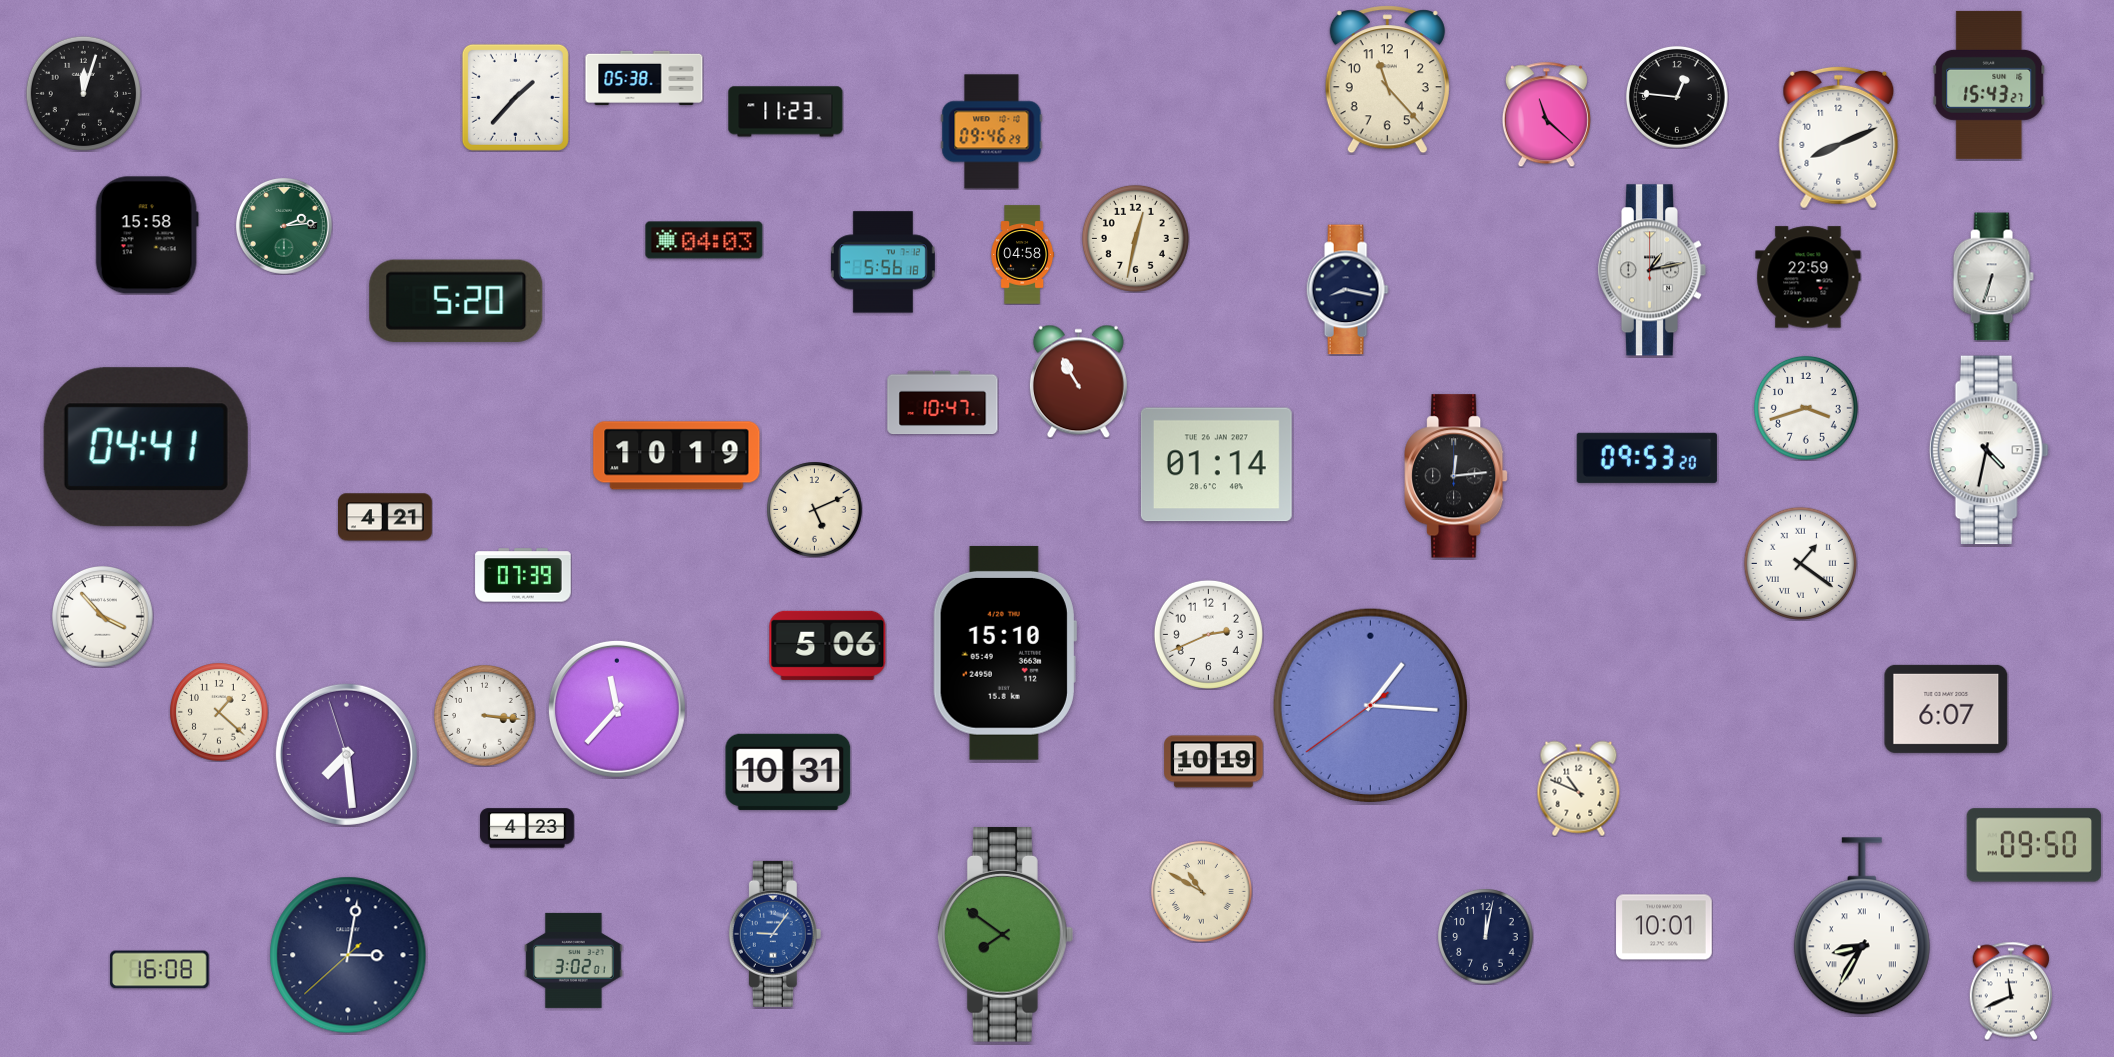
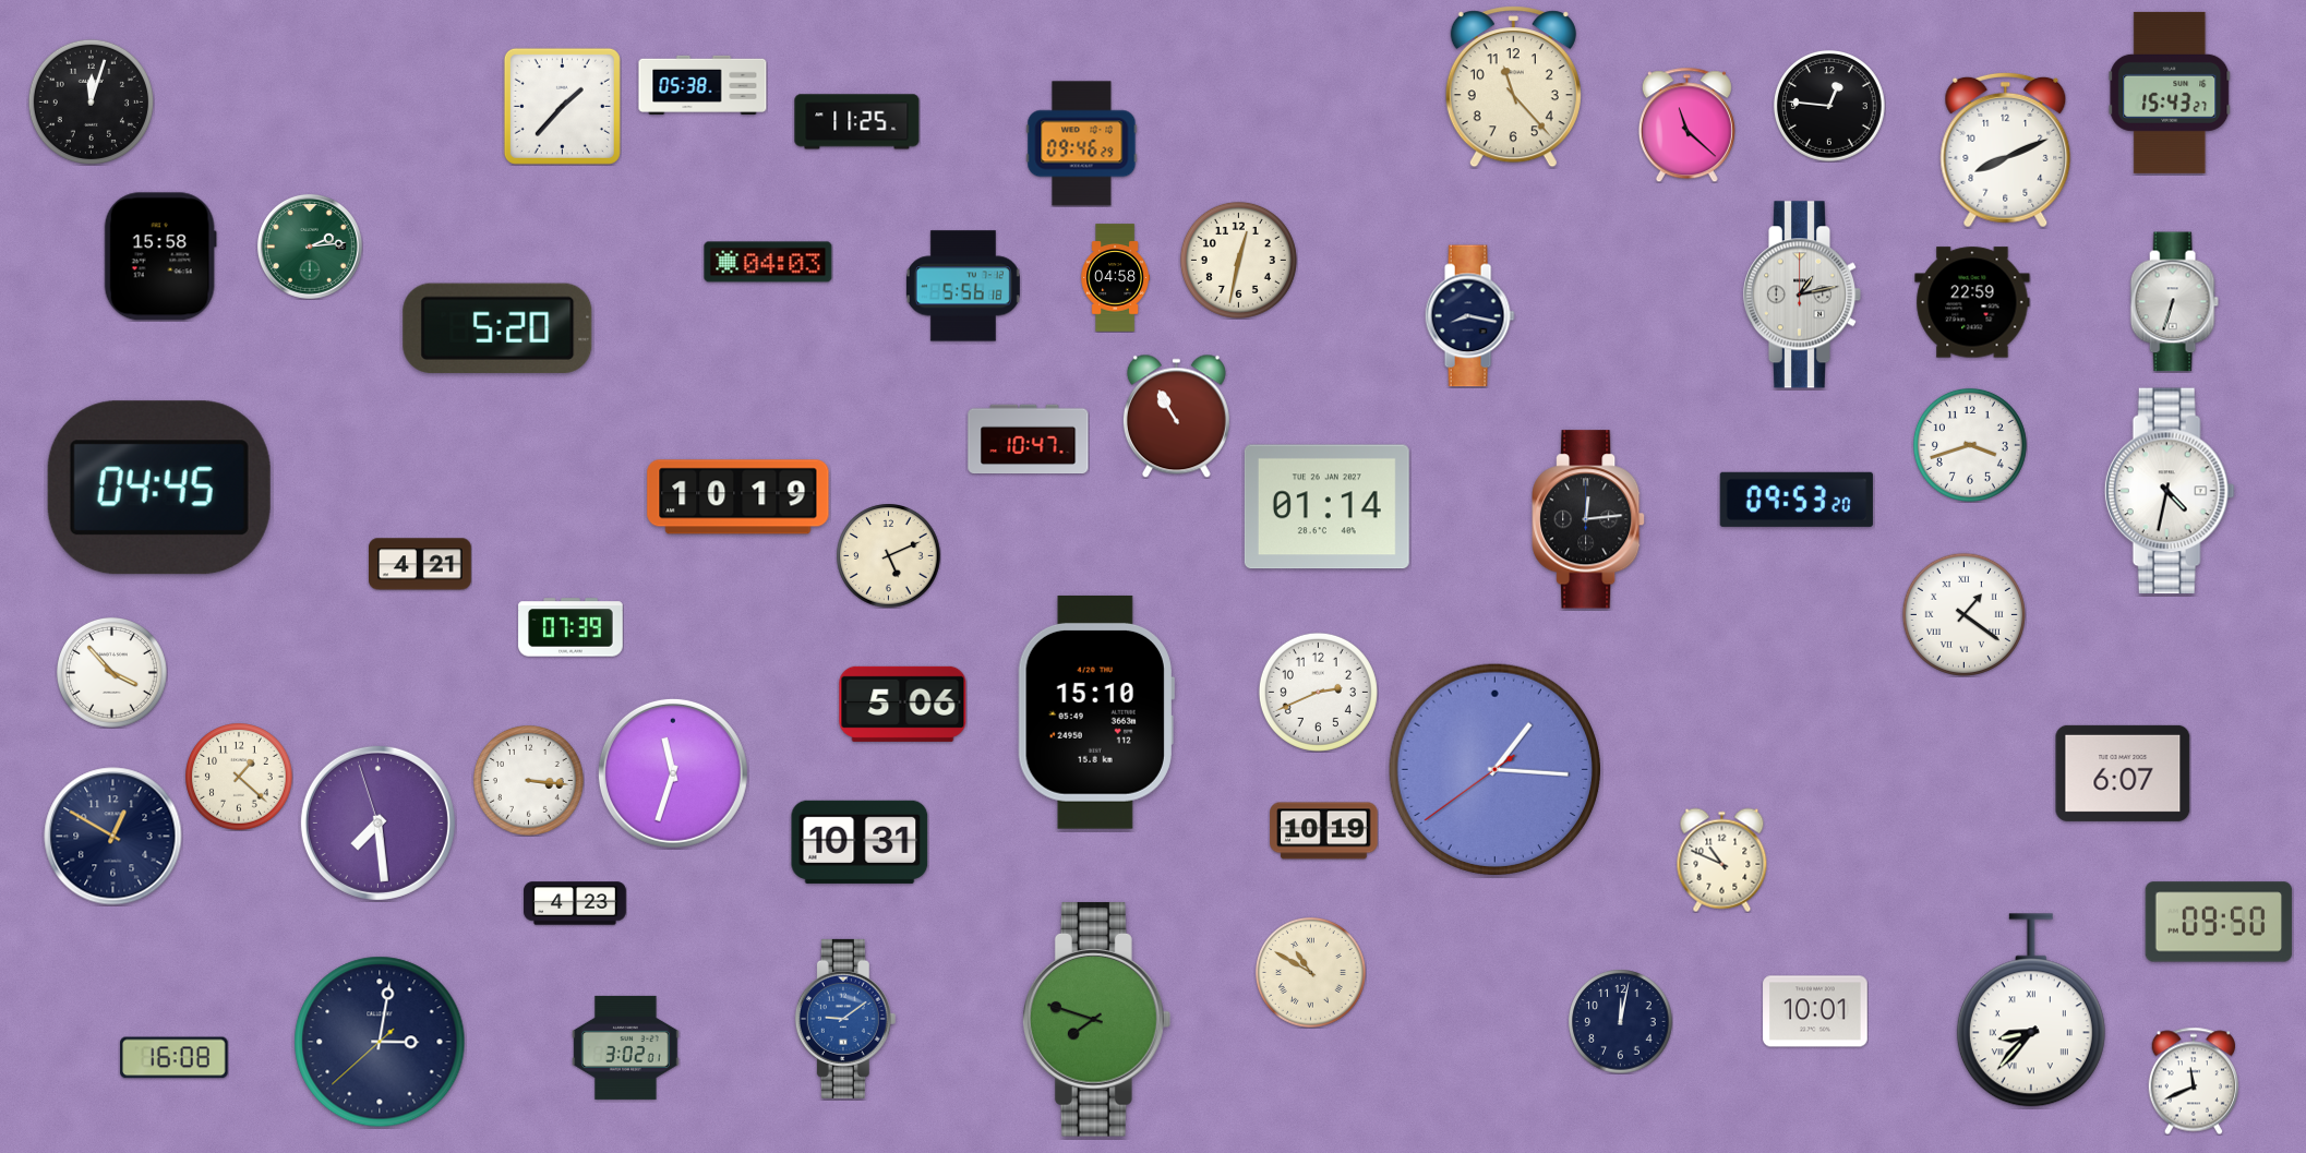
clock at (786, 112): 11:23 -> 11:25
clock at (146, 447): 04:41 -> 04:45
clock at (617, 709): 11:37 -> 11:33
clock at (113, 837): none -> 12:50
clock at (1862, 926): 8:35 -> 8:37
clock at (775, 934): 9:06 -> 9:09
clock at (1005, 934): 7:51 -> 7:48
